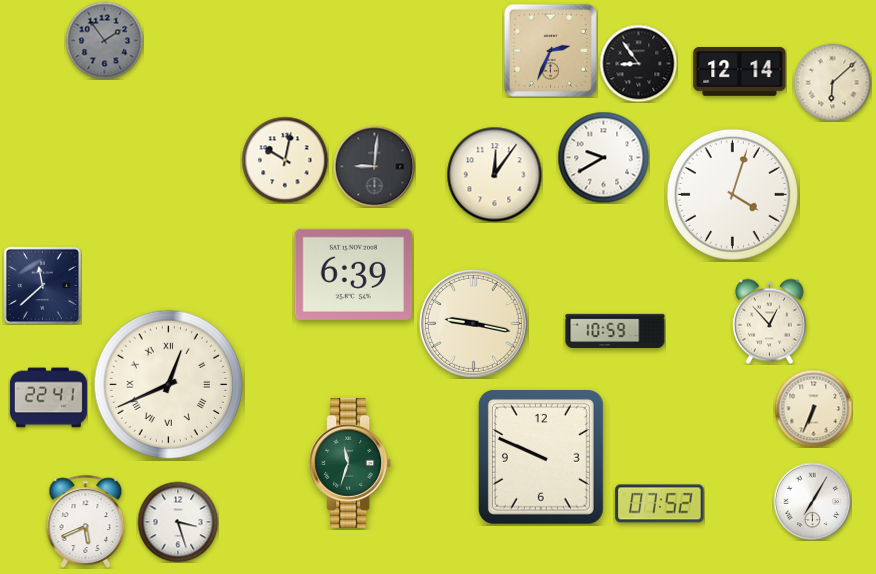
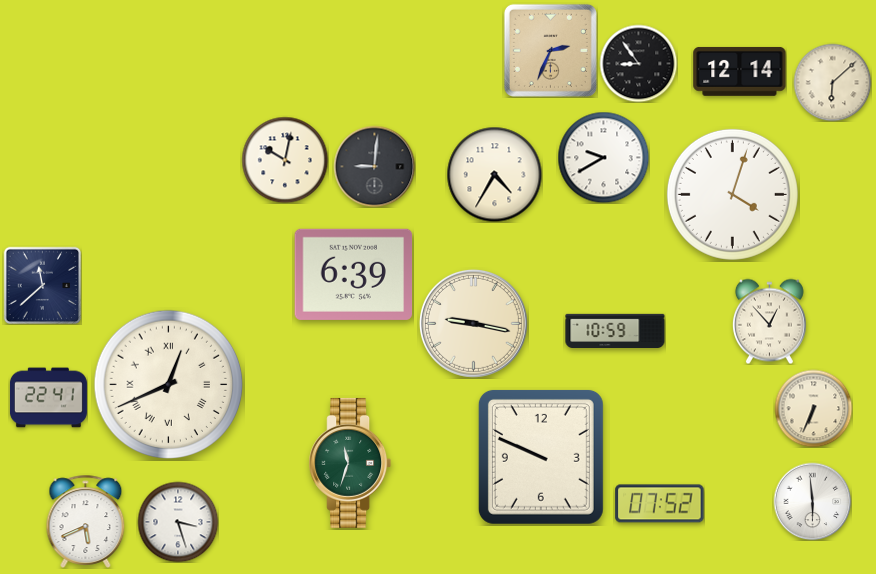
clock at (104, 40): 1:54 -> none
clock at (494, 174): 12:06 -> 4:35
clock at (812, 501): 7:05 -> 5:59
